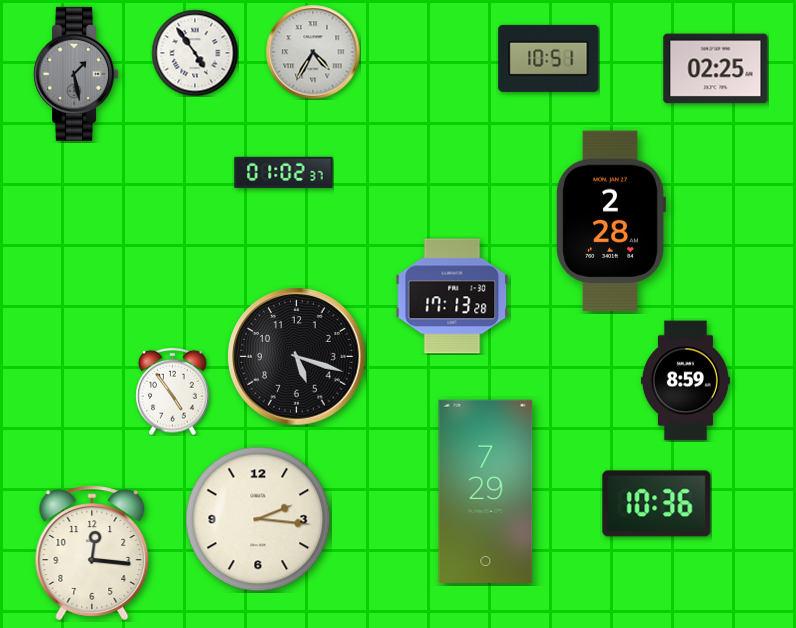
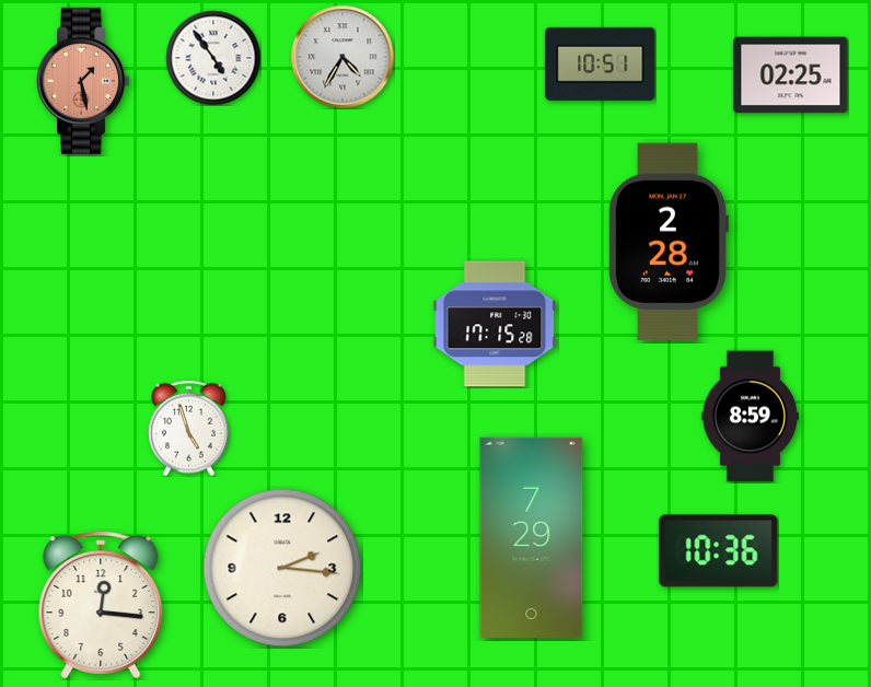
clock at (716, 69) position: (716, 69) -> (791, 75)
clock at (77, 74) dial: grey -> salmon
clock at (284, 173): 01:02 -> none
clock at (452, 296): 17:13 -> 17:15
clock at (297, 357): 5:18 -> none
clock at (173, 391): 4:54 -> 4:57
